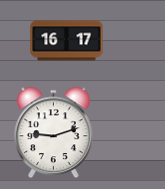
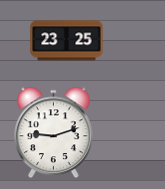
clock at (67, 41): 16:17 -> 23:25
